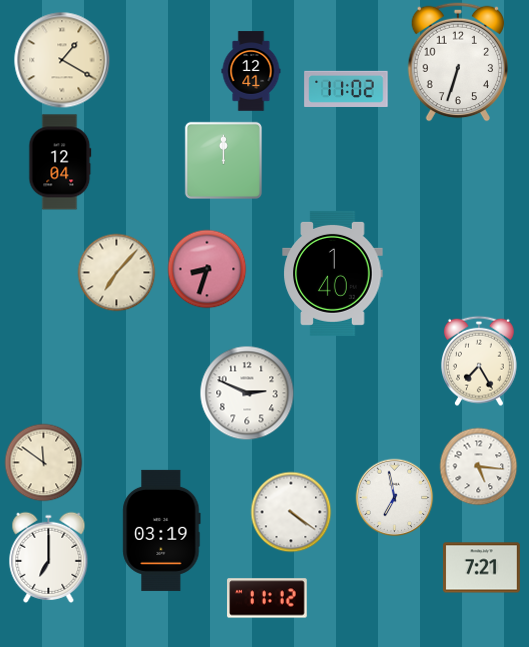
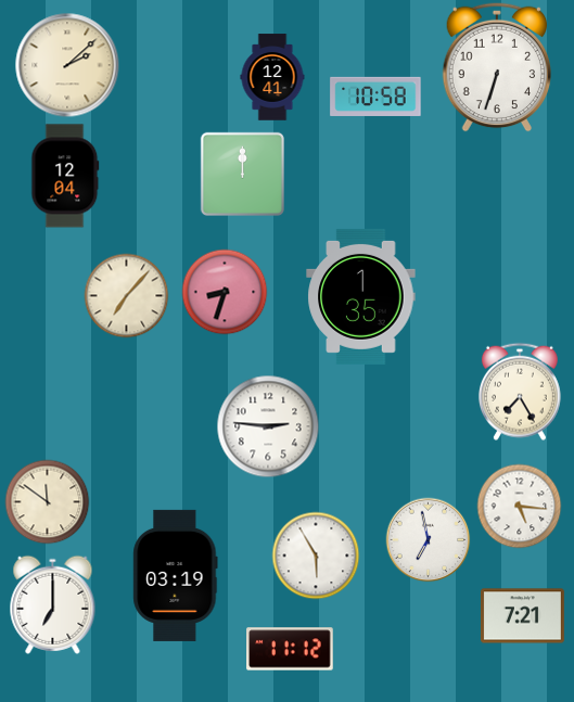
clock at (62, 60): 1:20 -> 2:08
clock at (346, 89): 11:02 -> 10:58
clock at (333, 273): 1:40 -> 1:35
clock at (247, 393): 2:49 -> 2:46
clock at (291, 512): 4:21 -> 5:55
